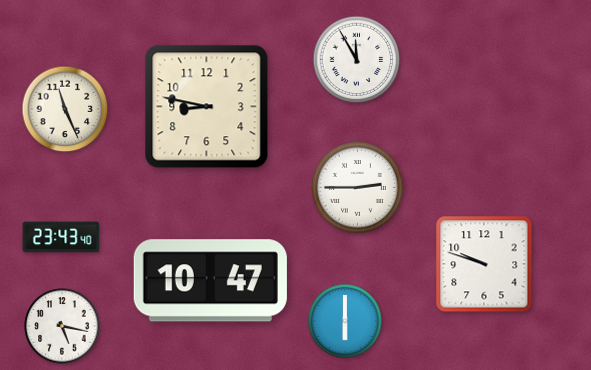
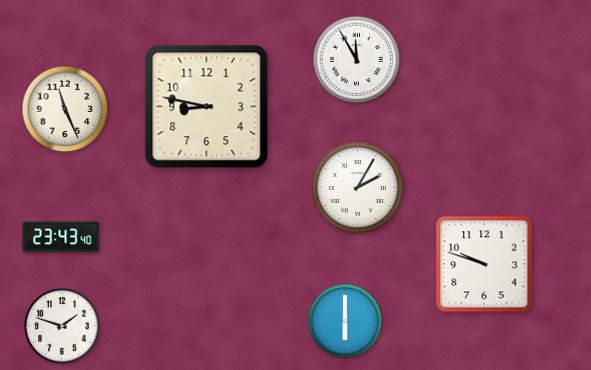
clock at (357, 187): 2:45 -> 2:05
clock at (210, 281): 10:47 -> none
clock at (62, 326): 5:17 -> 1:48
